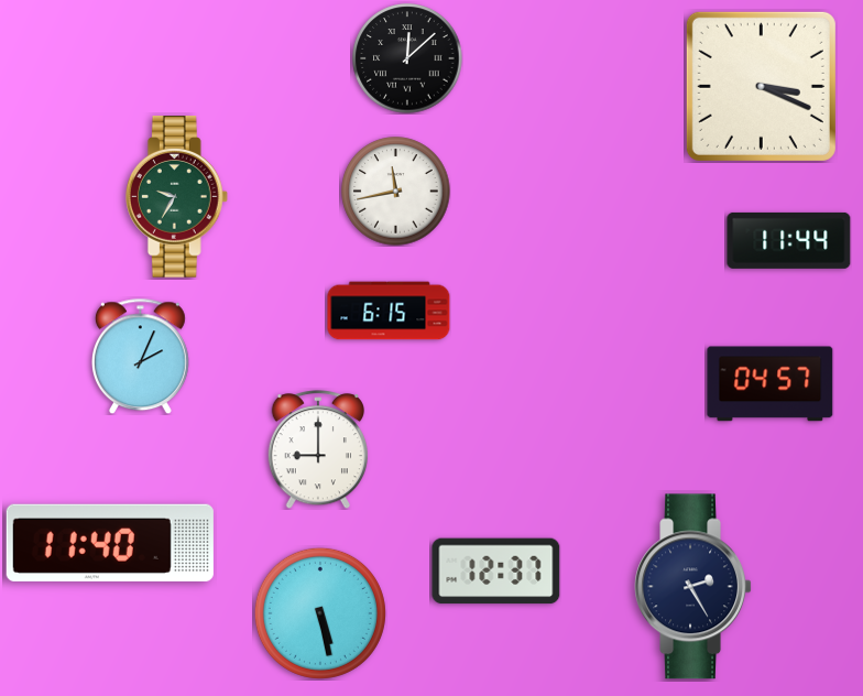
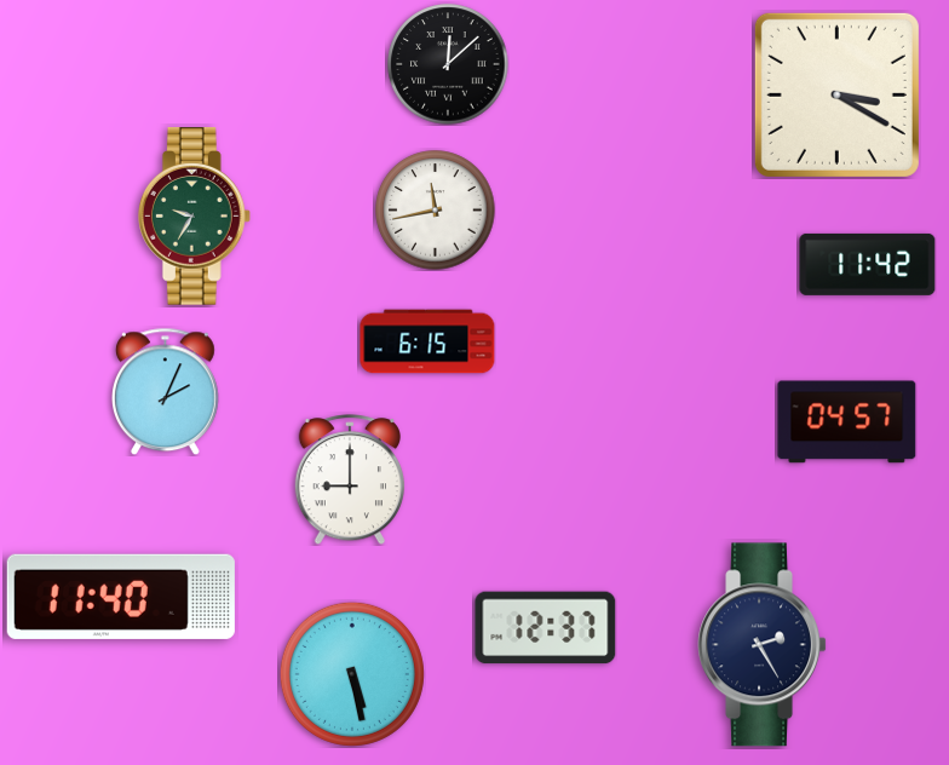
clock at (761, 86): 3:19 -> 3:20
clock at (789, 240): 11:44 -> 11:42
clock at (140, 356) position: (140, 356) -> (165, 391)
clock at (317, 449) position: (317, 449) -> (349, 479)
